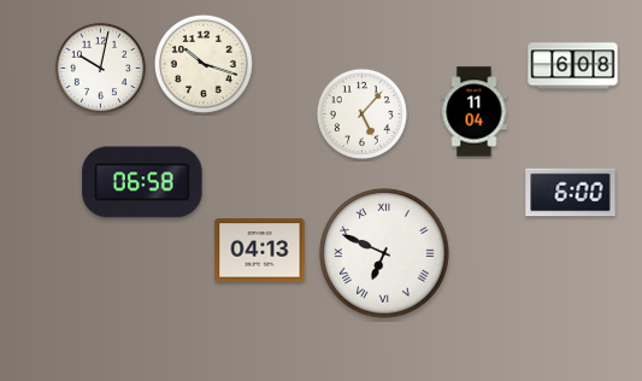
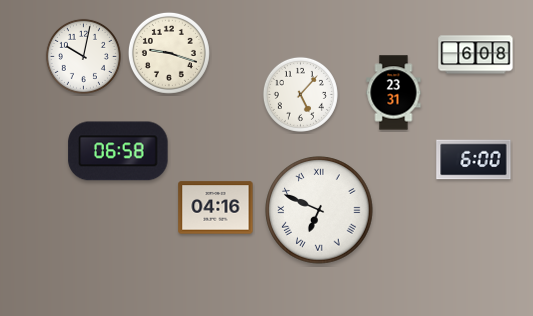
clock at (204, 64): 10:18 -> 9:18
clock at (475, 112): 11:04 -> 23:31
clock at (260, 251): 04:13 -> 04:16
